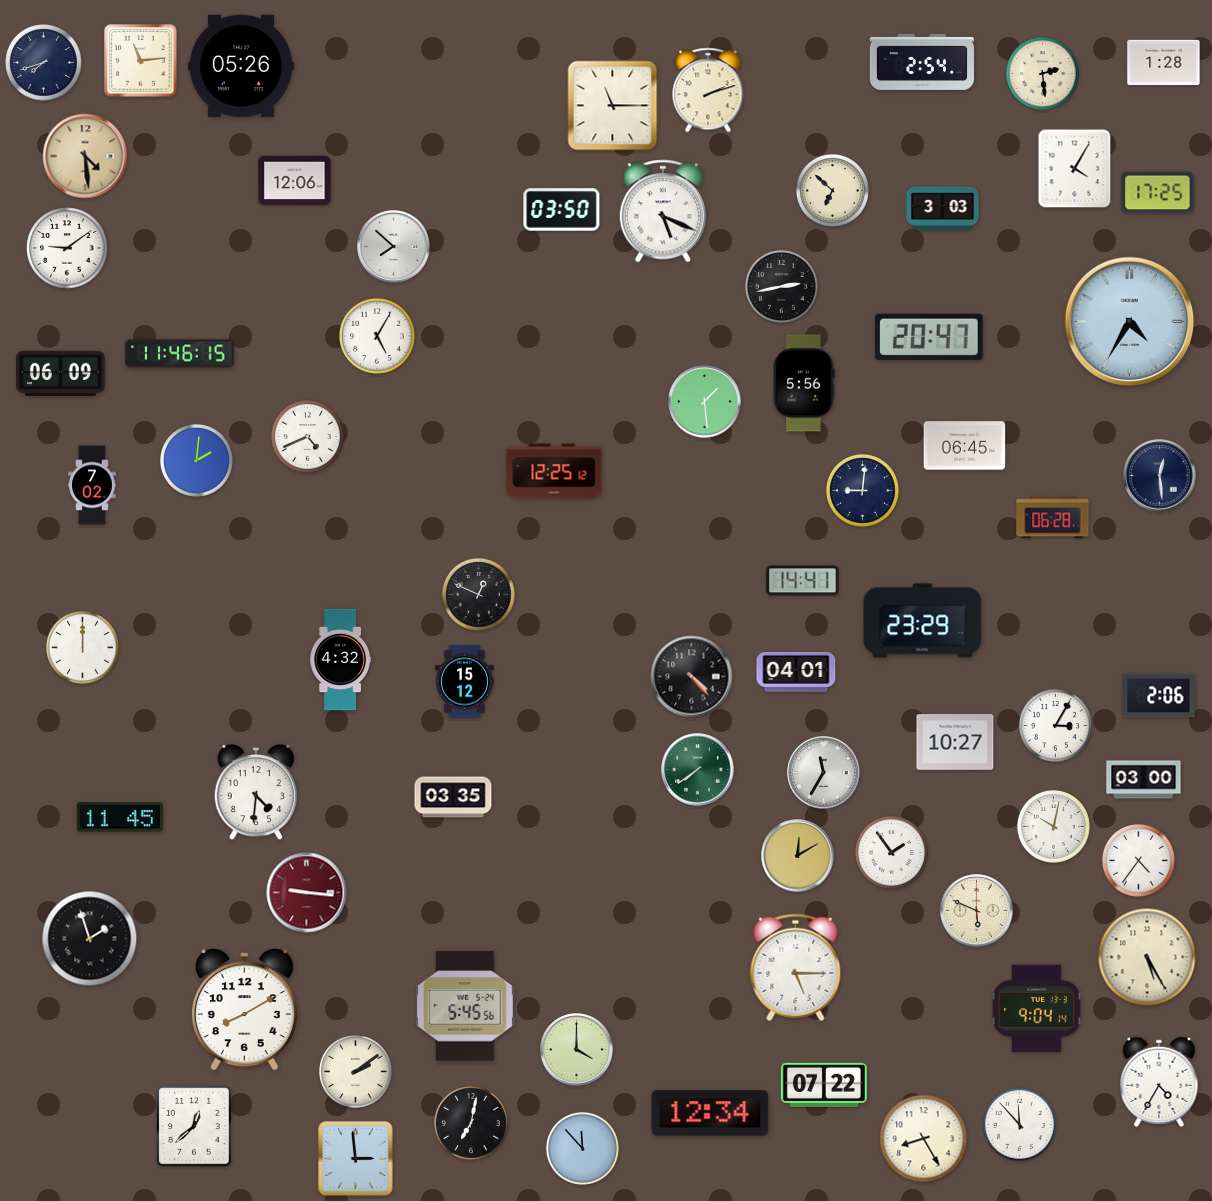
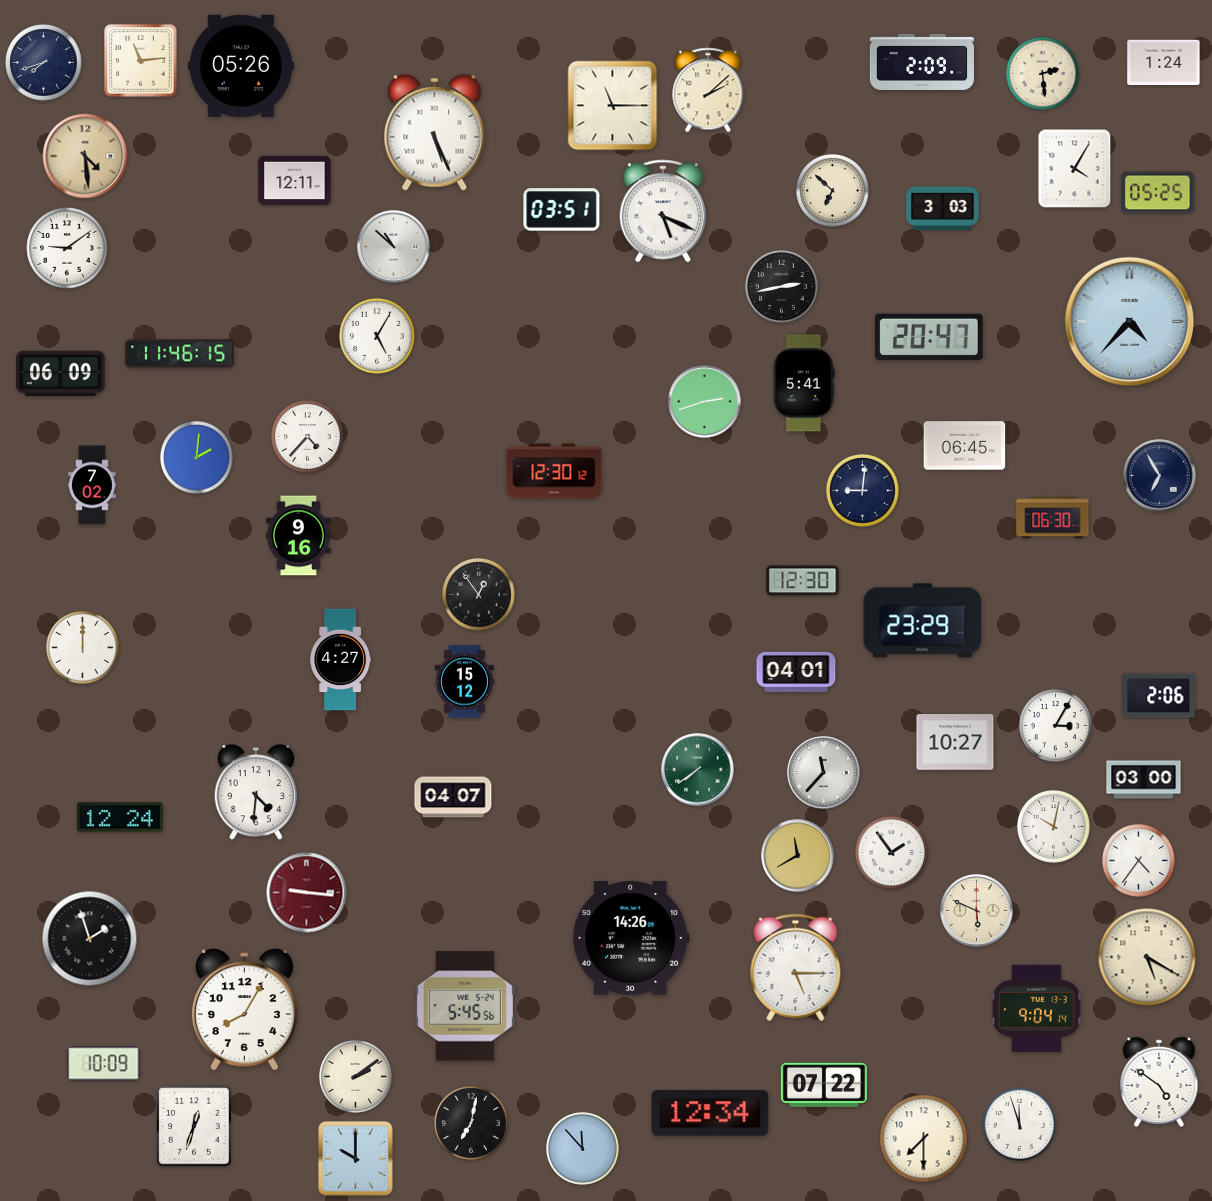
clock at (922, 62): 2:54 -> 2:09
clock at (1164, 63): 1:28 -> 1:24
clock at (708, 90): 2:12 -> 2:08
clock at (435, 132): none -> 5:26
clock at (295, 181): 12:06 -> 12:11
clock at (1158, 193): 17:25 -> 05:25
clock at (562, 210): 03:50 -> 03:51
clock at (394, 247): 7:52 -> 10:52
clock at (1130, 322): 4:35 -> 4:37
clock at (804, 383): 5:56 -> 5:41
clock at (705, 402): 1:29 -> 2:42
clock at (307, 436): 4:41 -> 4:37
clock at (196, 460) position: (196, 460) -> (196, 457)
clock at (554, 471): 12:25 -> 12:30
clock at (1160, 476): 12:29 -> 6:55
clock at (1053, 518): 06:28 -> 06:30
clock at (298, 536): none -> 9:16
clock at (803, 581): 14:41 -> 12:30
clock at (478, 594): 12:49 -> 12:54
clock at (340, 660): 4:32 -> 4:27
clock at (692, 677): 4:23 -> none
clock at (824, 773): 11:35 -> 11:37
clock at (453, 797): 03:35 -> 04:07
clock at (120, 817): 11:45 -> 12:24
clock at (798, 856): 12:10 -> 11:40
clock at (631, 938): none -> 14:26
clock at (1147, 957): 5:25 -> 5:20
clock at (244, 1010): 8:10 -> 8:05
clock at (577, 1050): 4:00 -> none
clock at (104, 1064): none -> 10:09
clock at (355, 1071) position: (355, 1071) -> (355, 1076)
clock at (1159, 1082): 4:35 -> 4:51
clock at (1019, 1124): 11:53 -> 11:57
clock at (194, 1126): 12:38 -> 12:33
clock at (924, 1139): 8:25 -> 7:30
clock at (356, 1159): 2:59 -> 10:00
